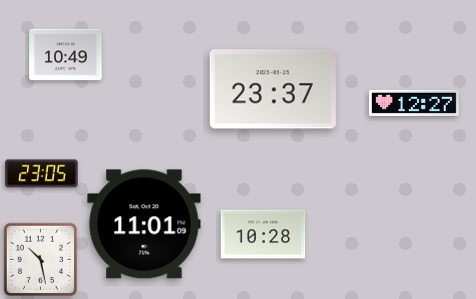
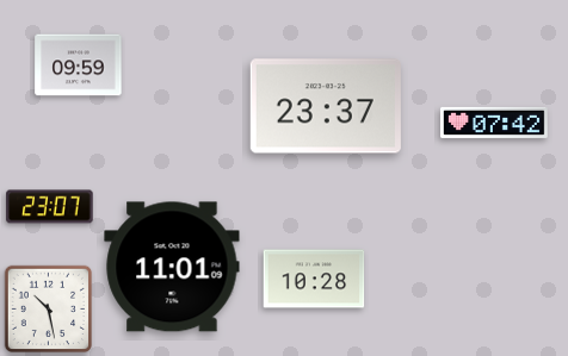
clock at (66, 55): 10:49 -> 09:59
clock at (415, 103): 12:27 -> 07:42
clock at (42, 174): 23:05 -> 23:07
